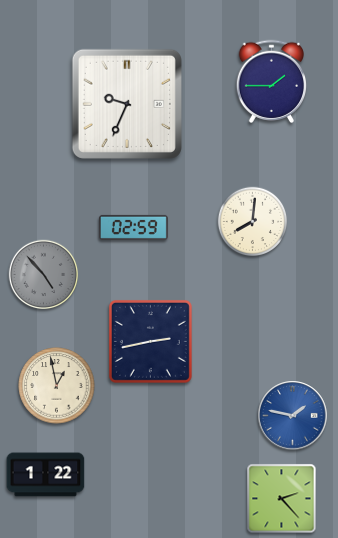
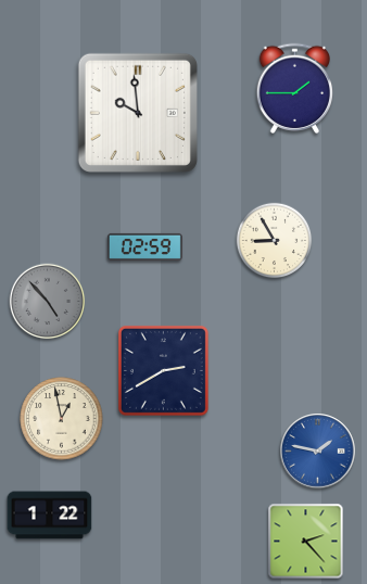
clock at (127, 104): 9:34 -> 9:59
clock at (253, 222): 8:01 -> 8:55
clock at (44, 275) position: (44, 275) -> (48, 302)
clock at (150, 341): 2:43 -> 2:40
